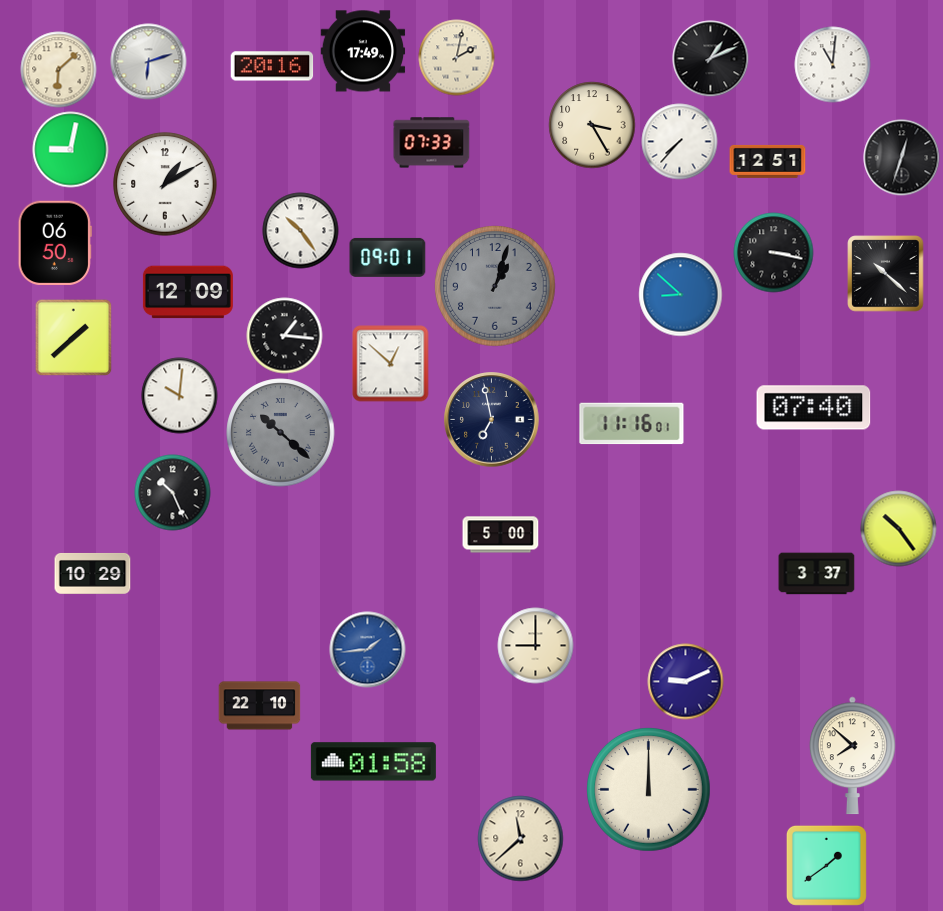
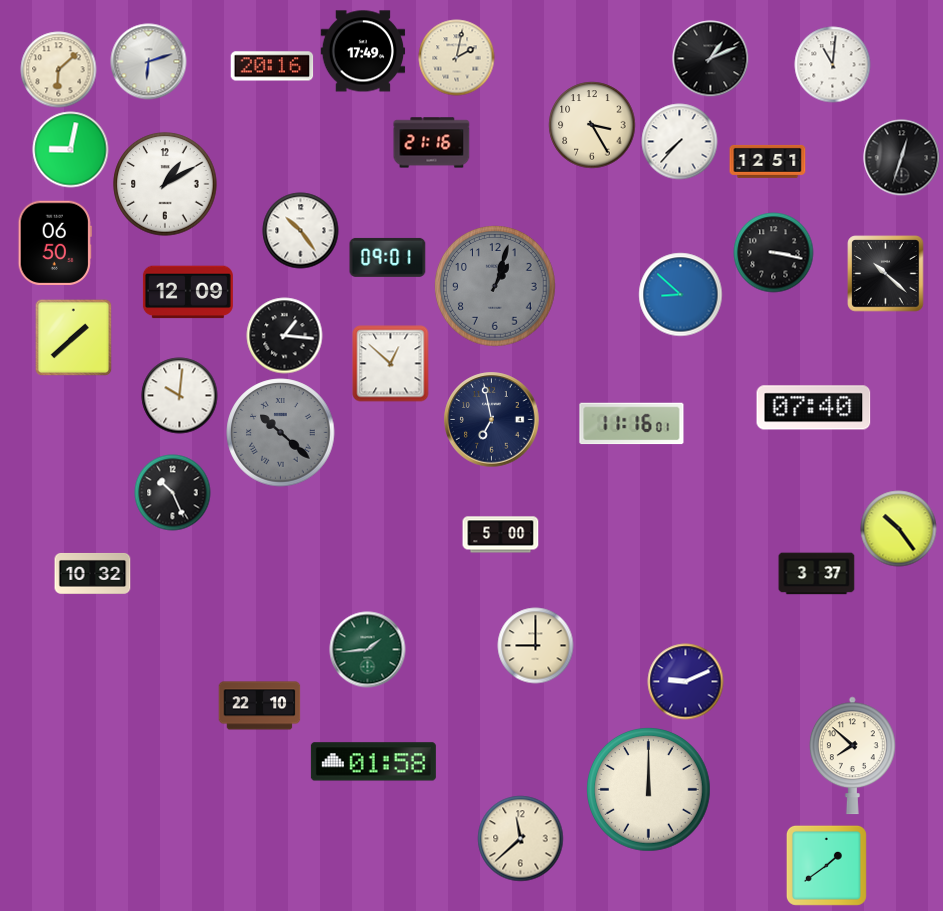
clock at (432, 143): 07:33 -> 21:16
clock at (93, 573): 10:29 -> 10:32
clock at (368, 650) dial: blue -> green
